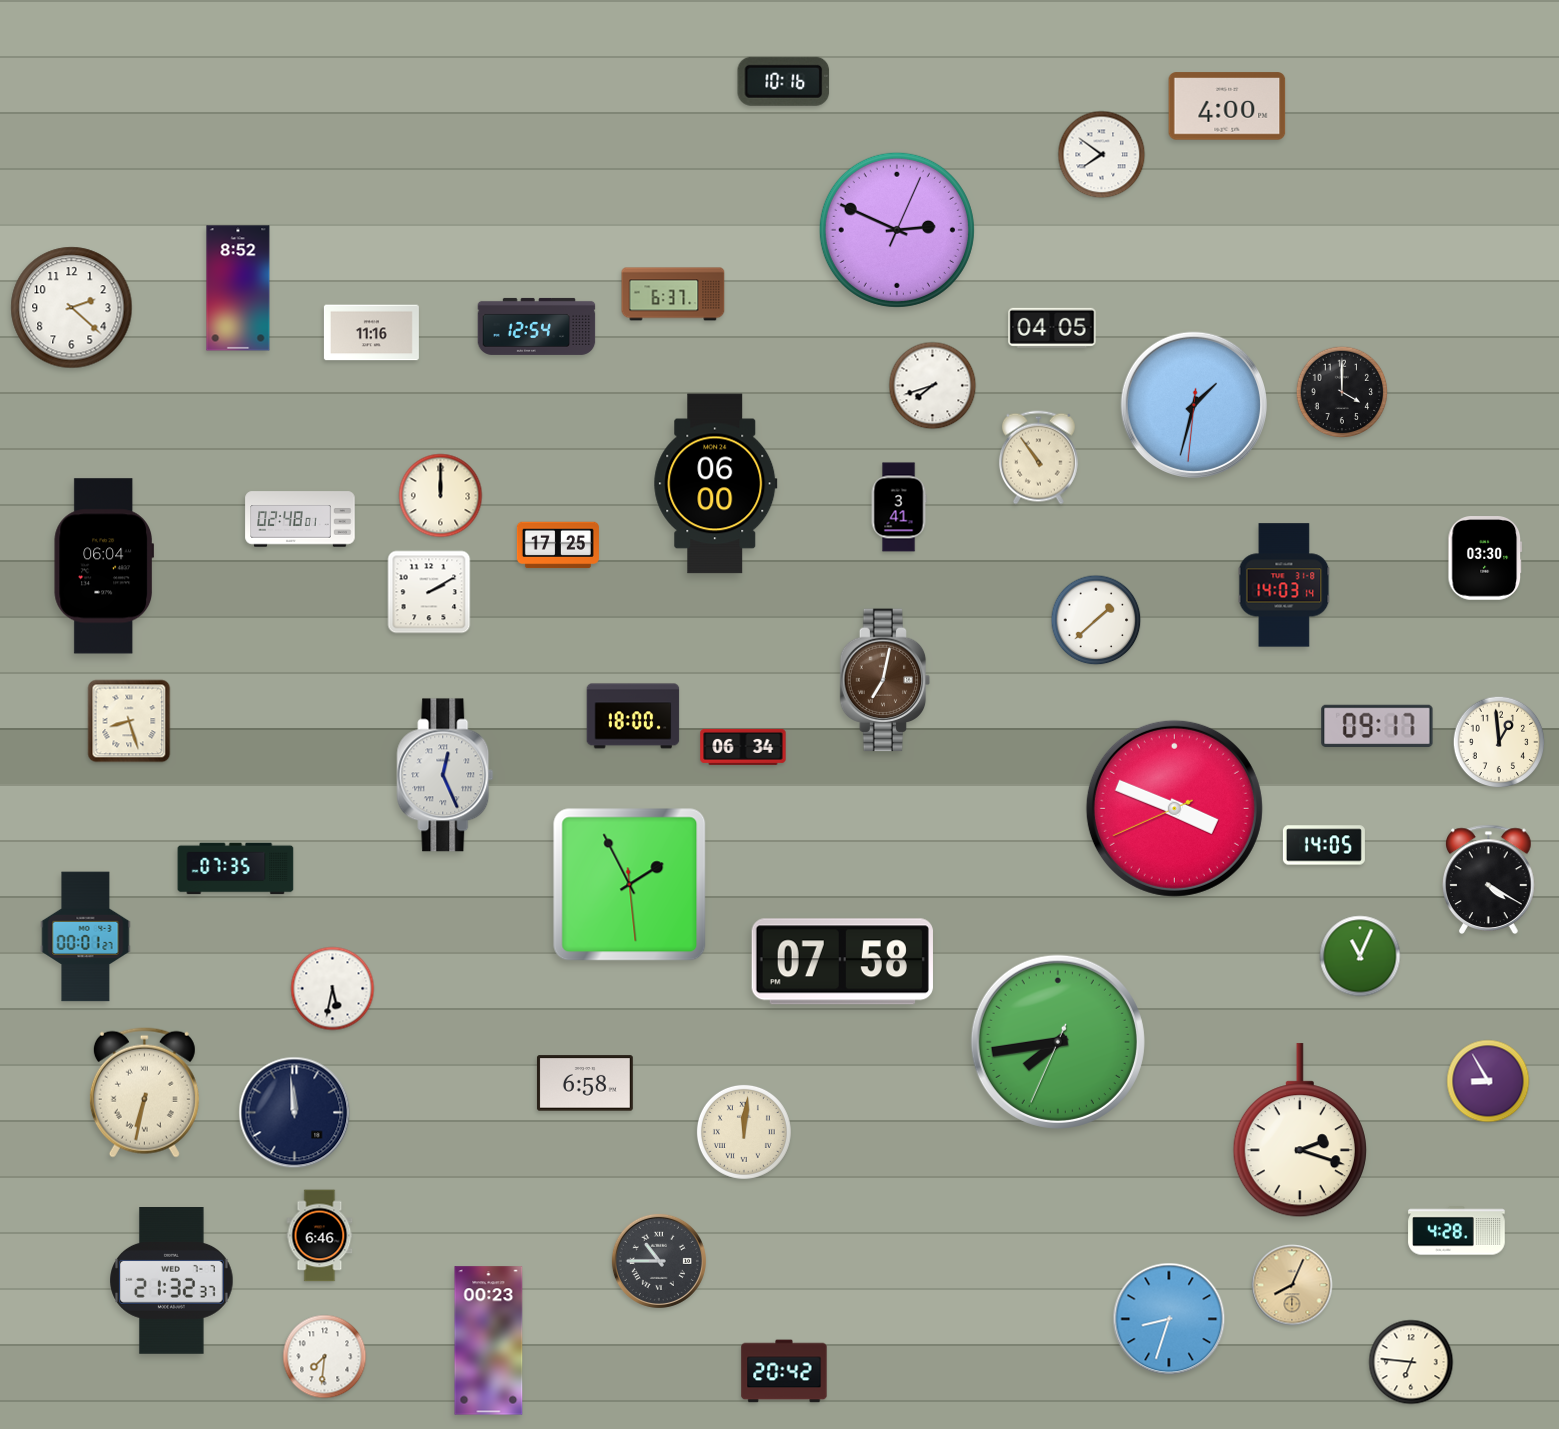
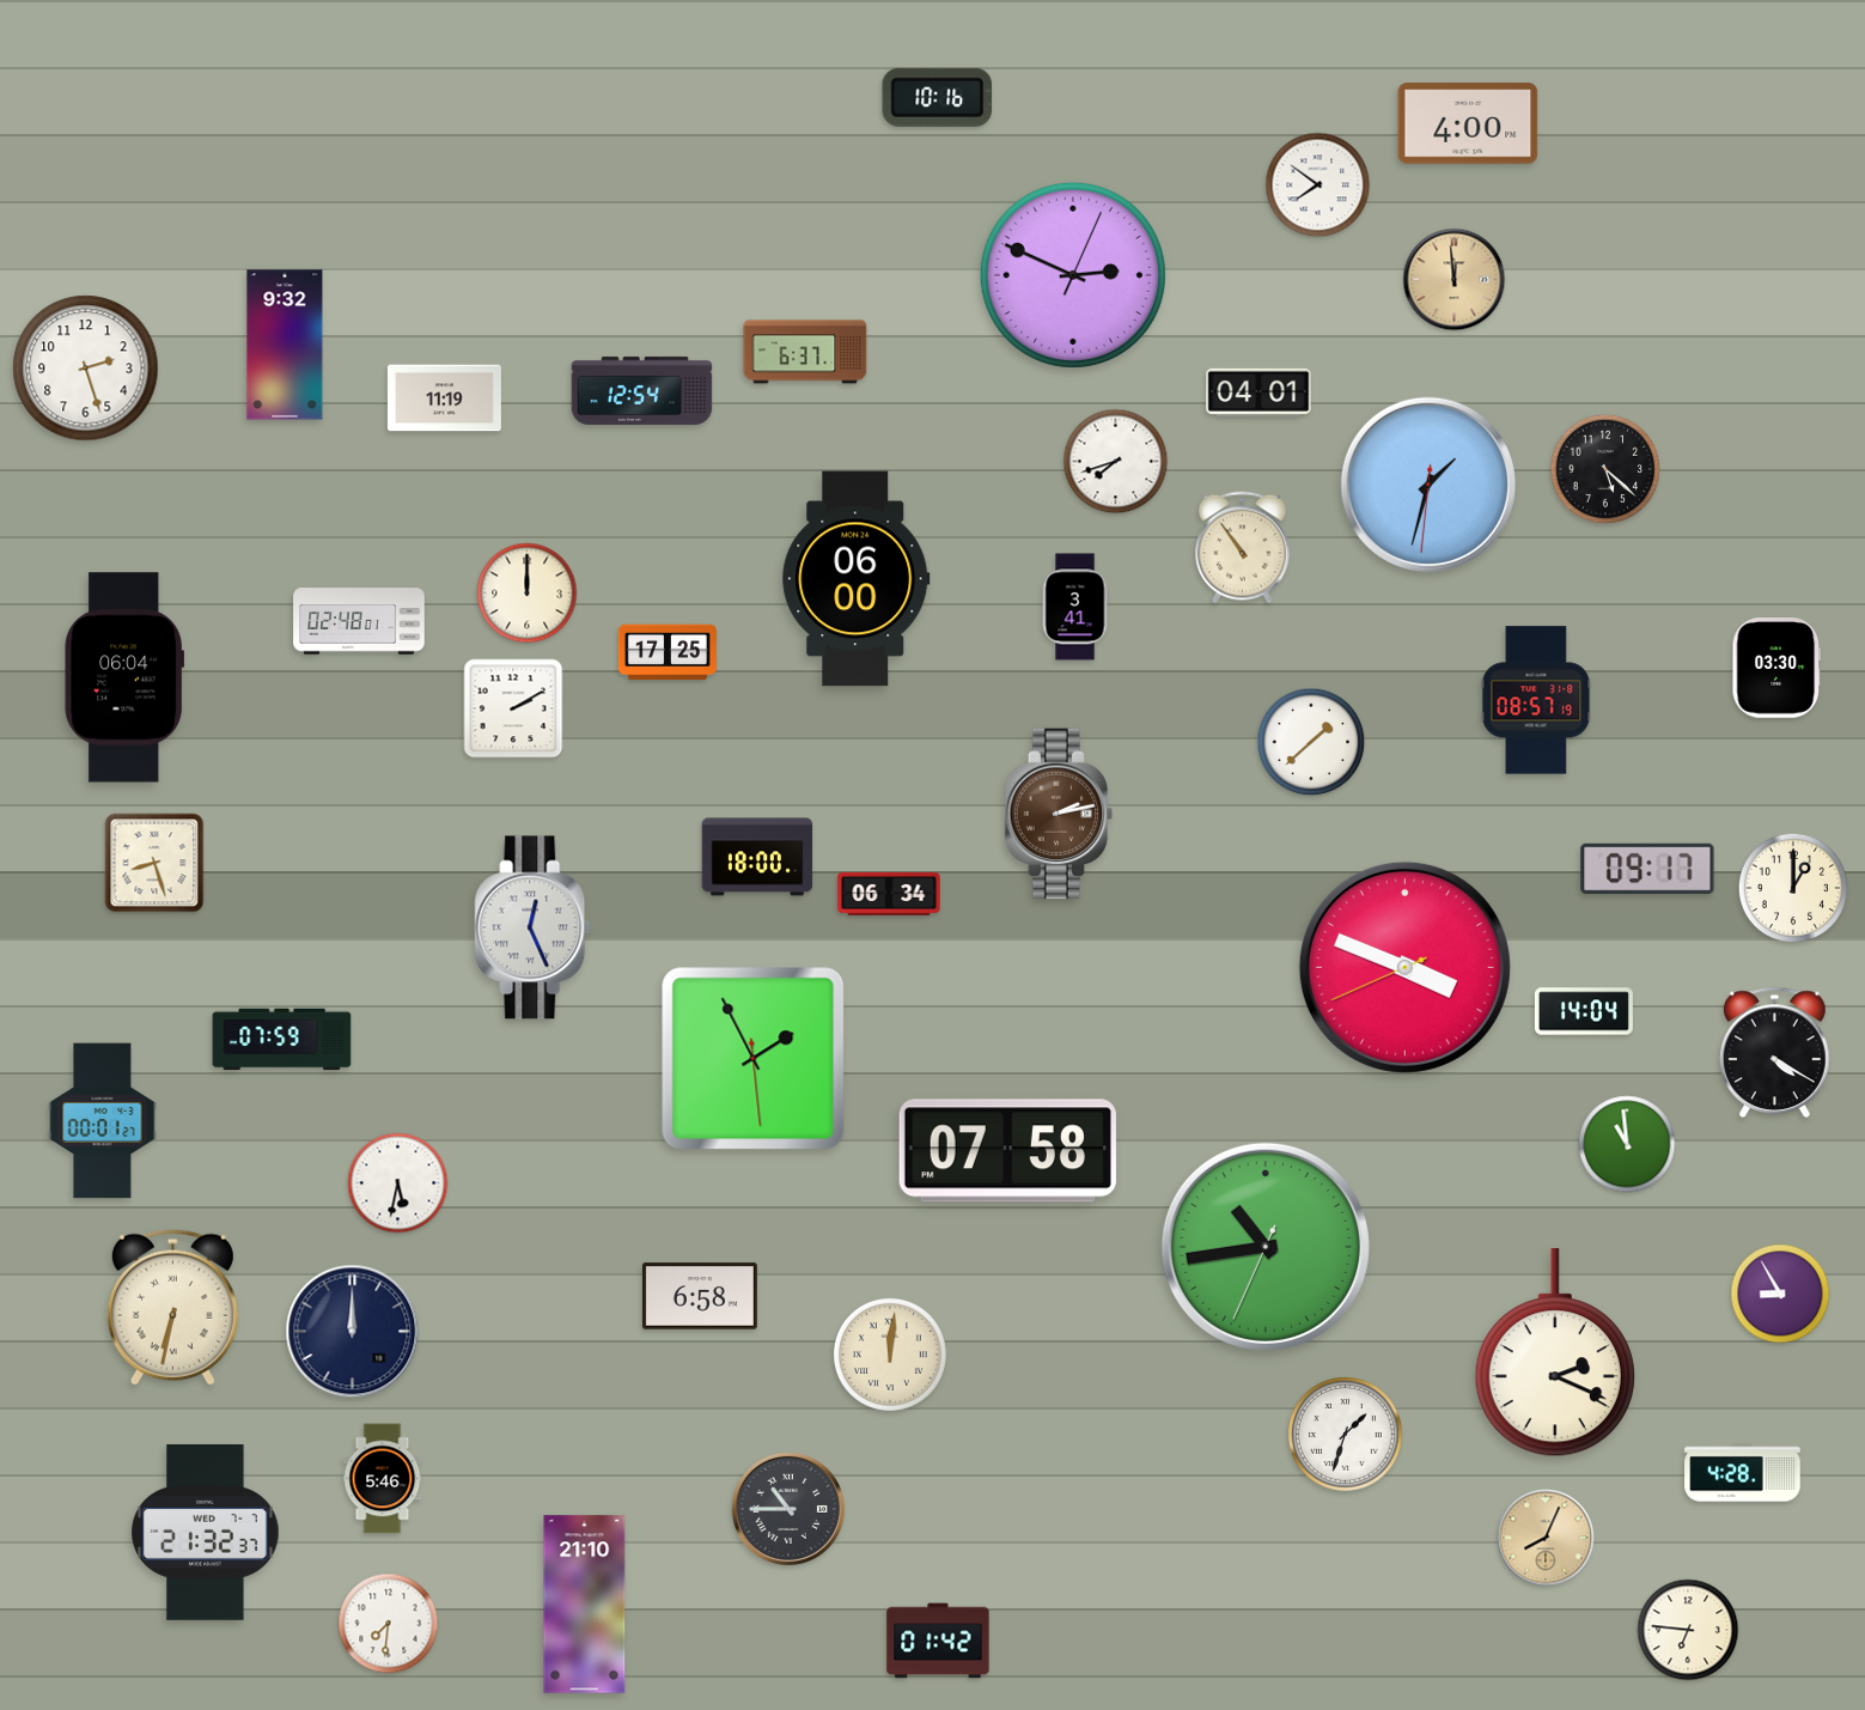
clock at (1227, 106) position: (1227, 106) -> (1468, 123)
clock at (1455, 280): none -> 11:59
clock at (238, 288): 8:52 -> 9:32
clock at (72, 308): 2:22 -> 2:27
clock at (1052, 328): 04:05 -> 04:01
clock at (371, 333): 11:16 -> 11:19
clock at (1342, 392): 4:00 -> 5:22
clock at (1284, 585): 14:03 -> 08:57
clock at (885, 680): 7:02 -> 2:13
clock at (1499, 742): 12:59 -> 1:00
clock at (1324, 845): 14:05 -> 14:04
clock at (236, 869): 07:35 -> 07:59
clock at (1489, 879) position: (1489, 879) -> (1775, 1052)
clock at (1360, 956): 11:04 -> 10:59
clock at (1058, 1042): 7:43 -> 10:43
clock at (295, 1113): 11:59 -> 12:00
clock at (1300, 1131): 2:18 -> 2:19
clock at (1345, 1434): none -> 1:33
clock at (320, 1236): 6:46 -> 5:46
clock at (1169, 1319): 8:33 -> none
clock at (489, 1341): 00:23 -> 21:10
clock at (784, 1371): 20:42 -> 01:42
